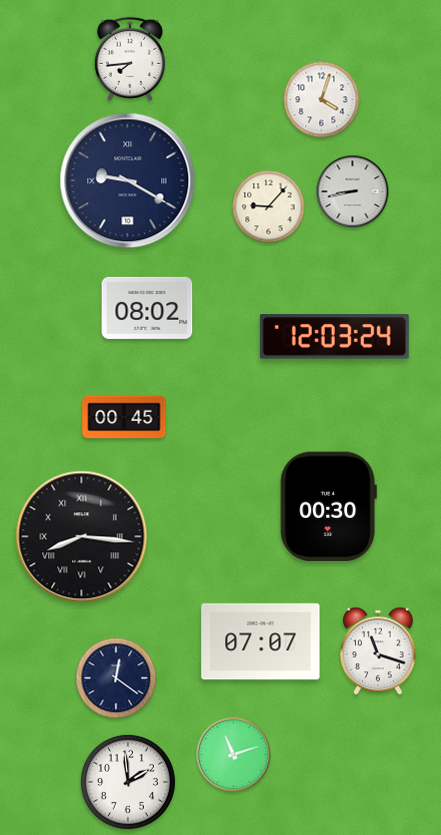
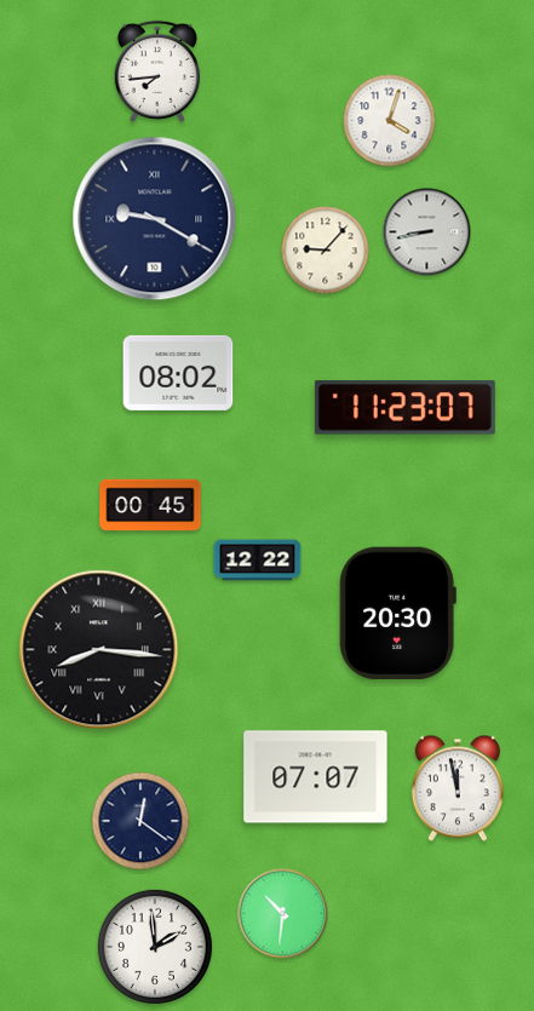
clock at (334, 337): 12:03 -> 11:23
clock at (258, 561): none -> 12:22
clock at (328, 507): 00:30 -> 20:30
clock at (378, 651): 11:18 -> 11:58
clock at (234, 755): 11:12 -> 10:31
